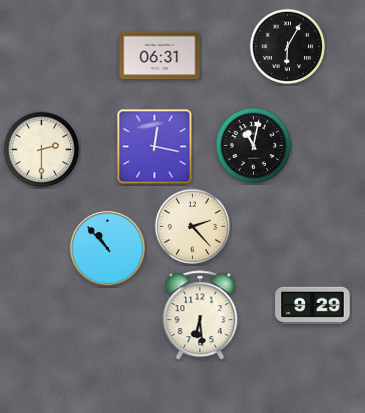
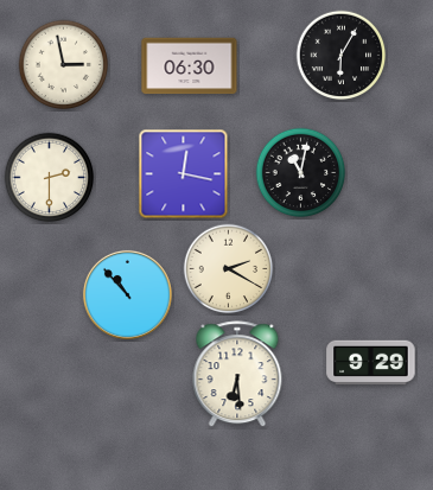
clock at (64, 65): none -> 2:58
clock at (160, 56): 06:31 -> 06:30
clock at (193, 227): 2:23 -> 2:20
